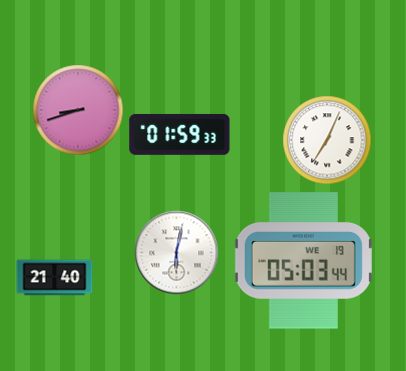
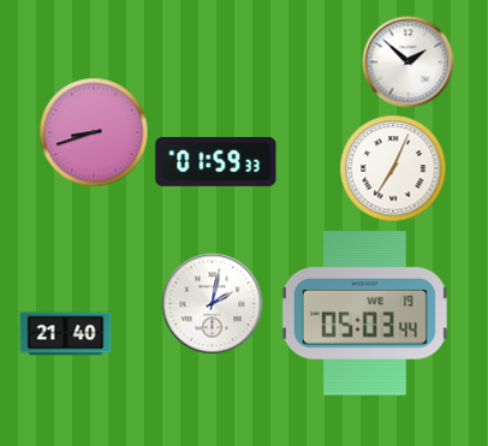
clock at (409, 63): none -> 1:52
clock at (177, 253): 6:02 -> 2:02
